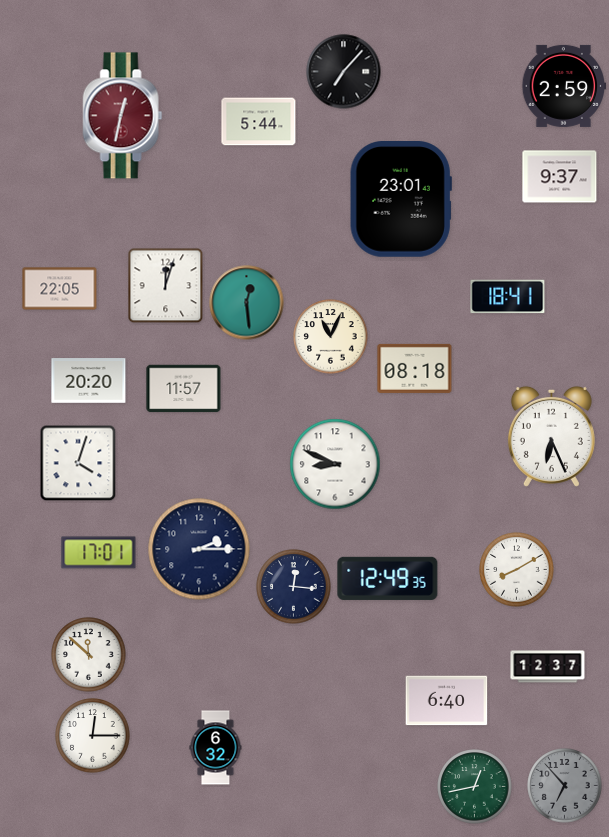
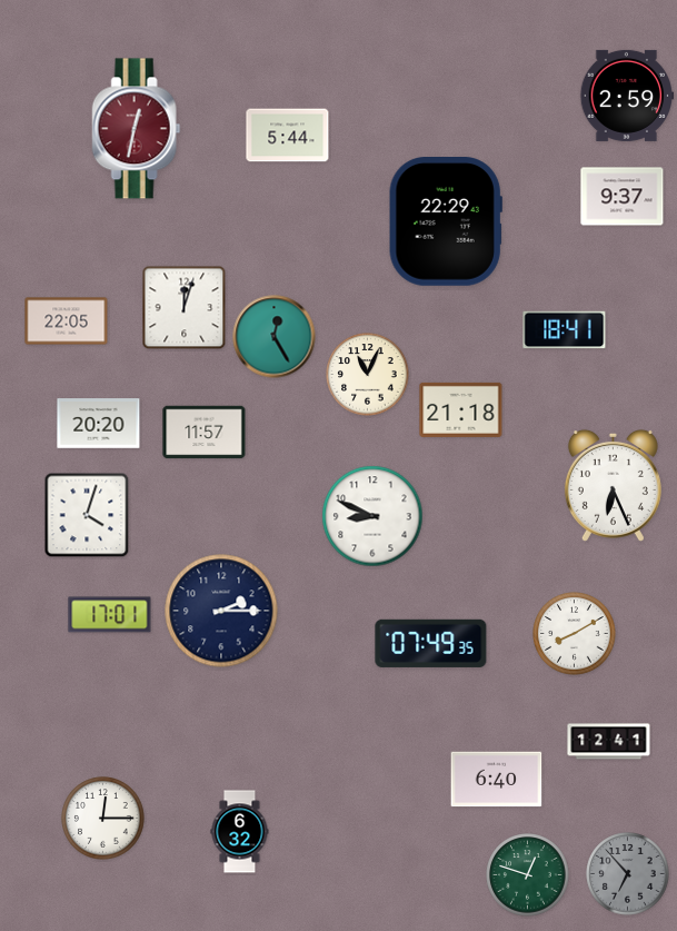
clock at (344, 72): 7:07 -> none
clock at (401, 200): 23:01 -> 22:29
clock at (166, 286) position: (166, 286) -> (185, 308)
clock at (247, 303): 12:29 -> 12:25
clock at (415, 368): 08:18 -> 21:18
clock at (388, 578): 12:49 -> 07:49
clock at (294, 587): 12:16 -> none
clock at (89, 655): 11:52 -> none
clock at (548, 667): 12:37 -> 12:41
clock at (475, 787): 12:43 -> 12:48
